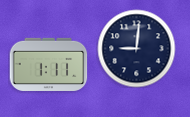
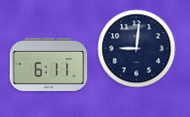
clock at (48, 64): 1:11 -> 6:11
